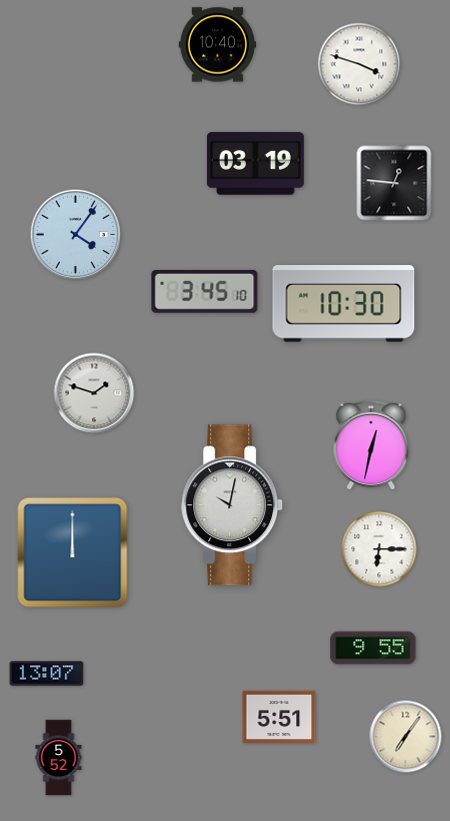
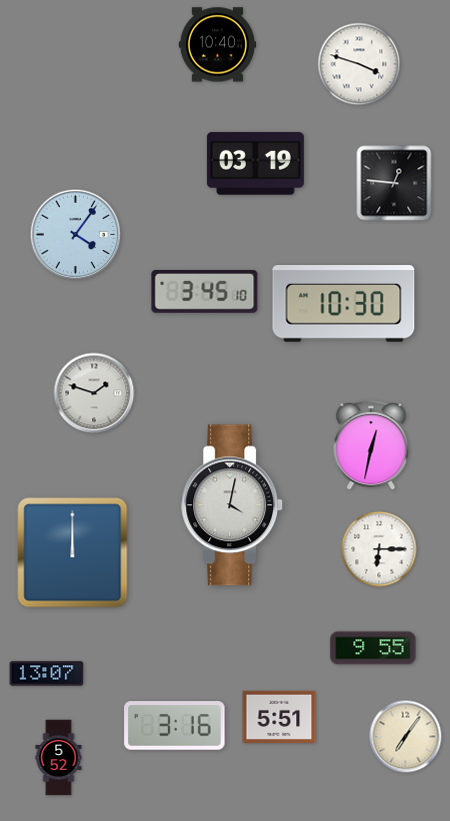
clock at (233, 505): 10:02 -> 4:02
clock at (175, 726): none -> 3:16
